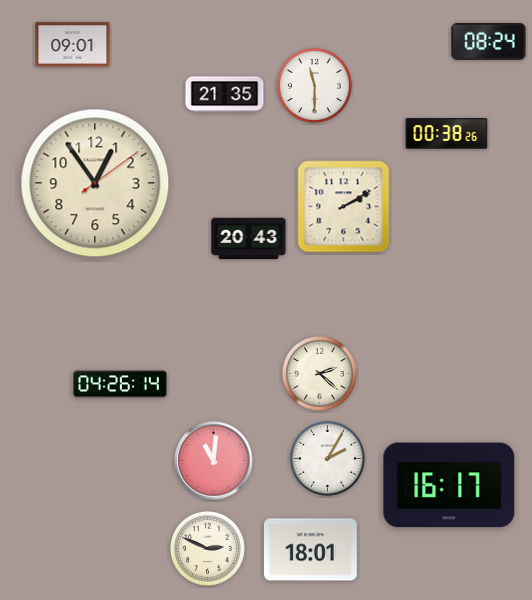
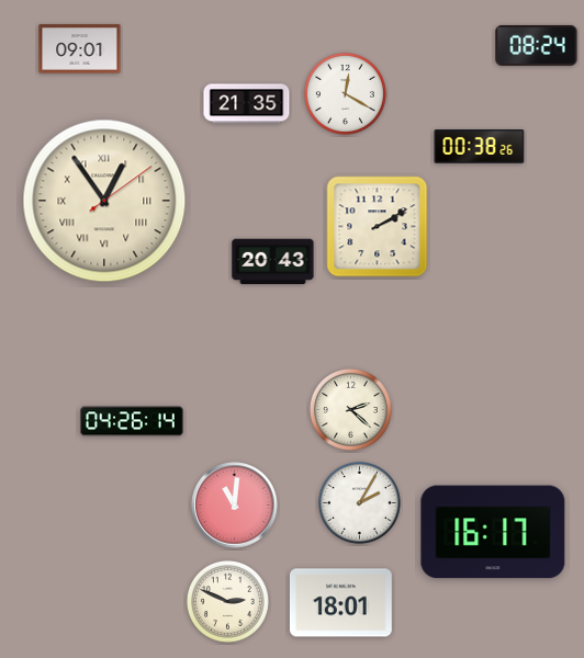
clock at (314, 85): 11:30 -> 12:20
clock at (447, 134) position: (447, 134) -> (480, 147)
clock at (95, 183) numerals: Arabic -> Roman
